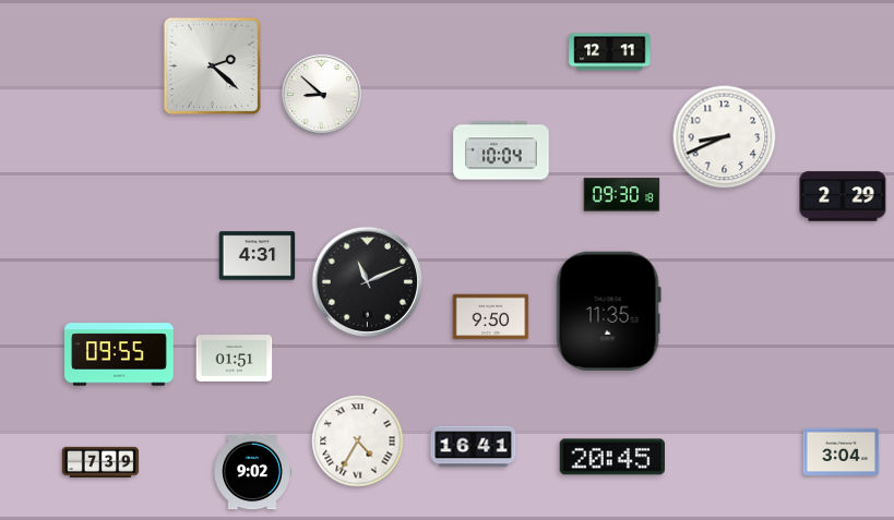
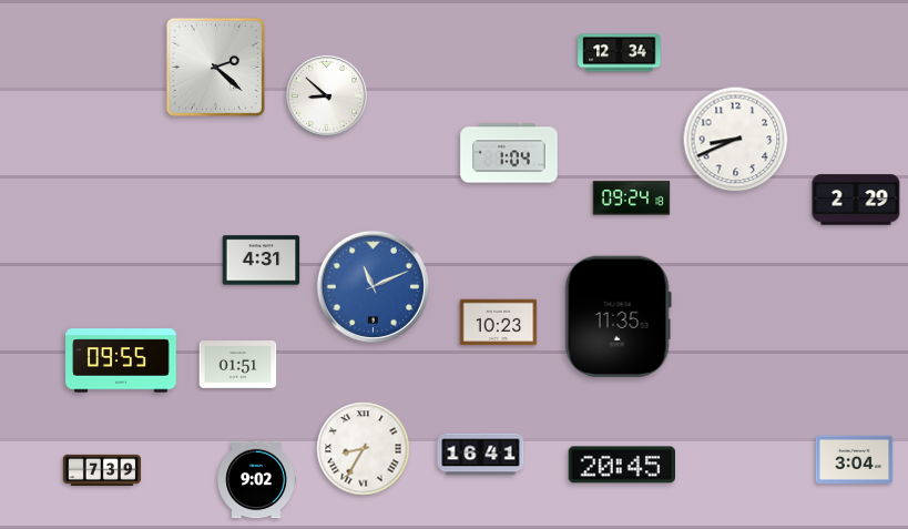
clock at (610, 52): 12:11 -> 12:34
clock at (501, 150): 10:04 -> 1:04
clock at (622, 195): 09:30 -> 09:24
clock at (367, 281) dial: black -> blue
clock at (491, 317): 9:50 -> 10:23
clock at (358, 442): 4:35 -> 8:35
